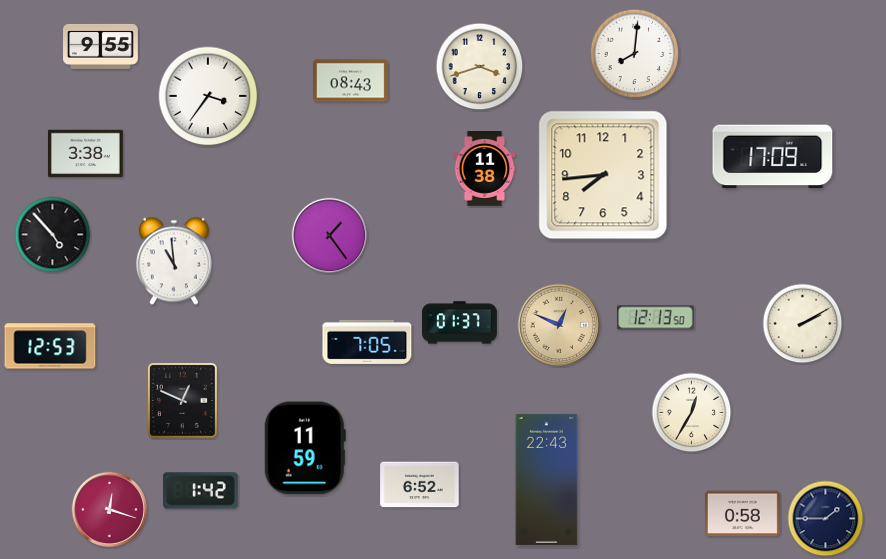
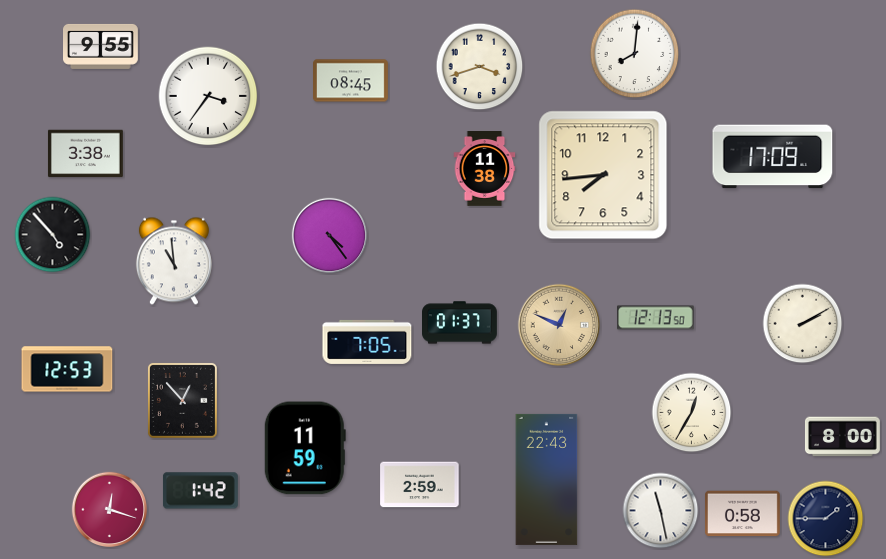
clock at (351, 81): 08:43 -> 08:45
clock at (329, 235): 1:24 -> 4:24
clock at (50, 346) position: (50, 346) -> (67, 369)
clock at (182, 400): 12:49 -> 12:53
clock at (843, 437): none -> 8:00
clock at (420, 485): 6:52 -> 2:59
clock at (661, 511): none -> 11:28
